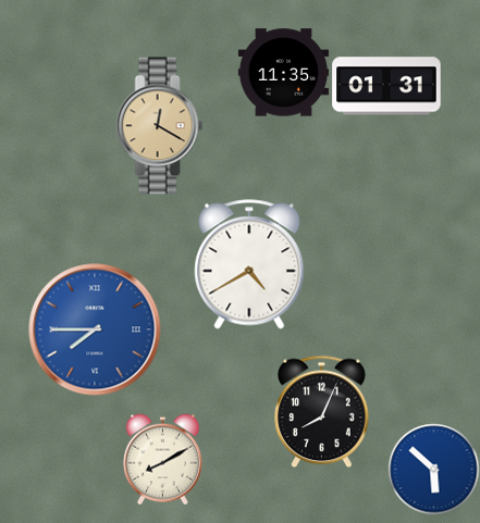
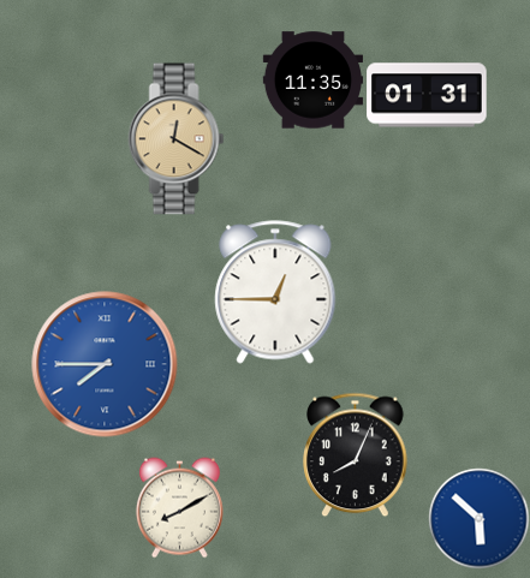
clock at (249, 264): 4:40 -> 12:45
